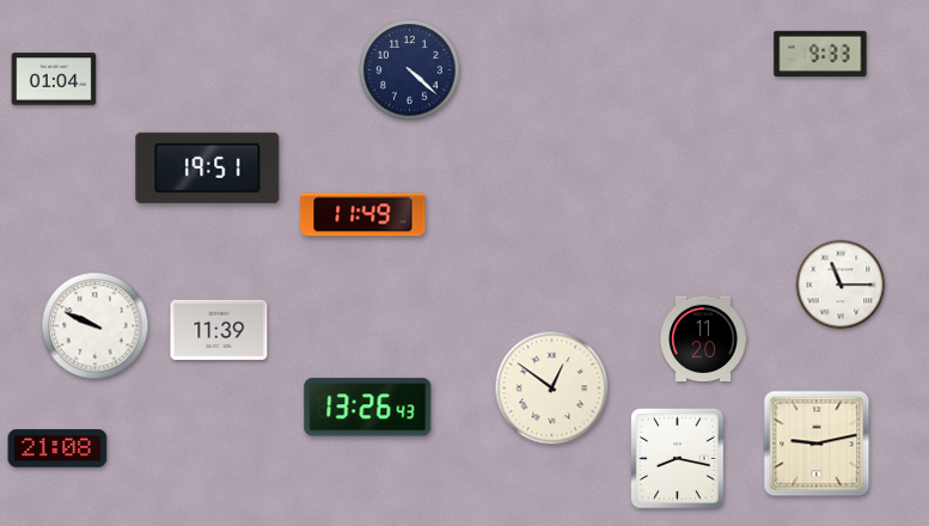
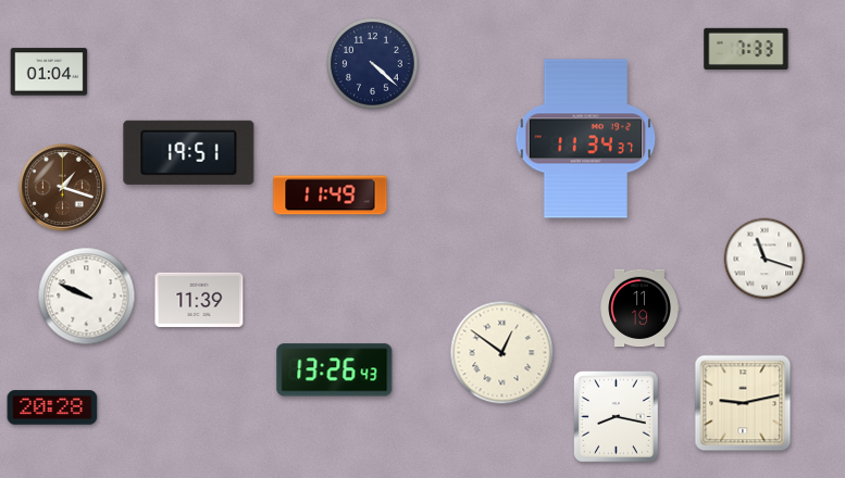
clock at (820, 54): 9:33 -> 7:33
clock at (586, 139): none -> 11:34
clock at (63, 188): none -> 1:18
clock at (841, 285): 11:15 -> 11:18
clock at (703, 340): 11:20 -> 11:19
clock at (57, 448): 21:08 -> 20:28
